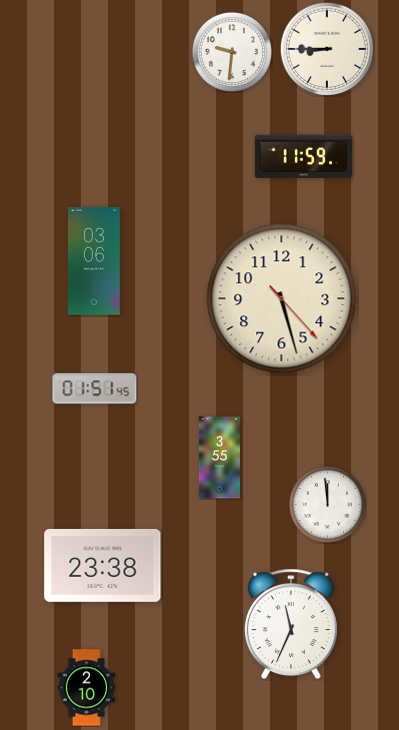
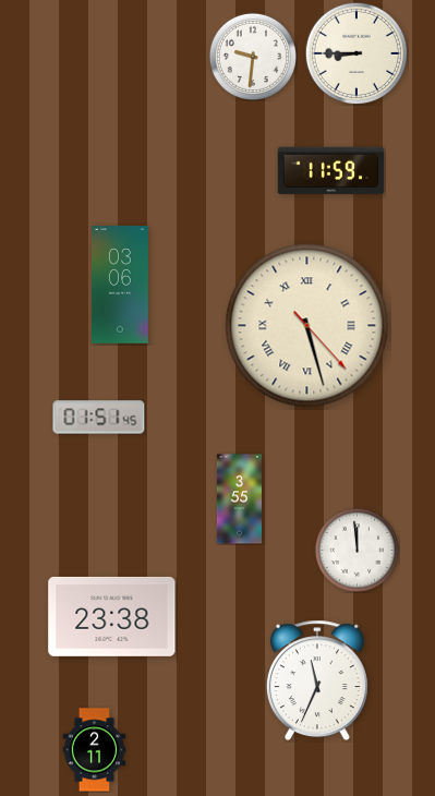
clock at (95, 261) position: (95, 261) -> (121, 285)
clock at (282, 299) numerals: Arabic -> Roman
clock at (95, 389) position: (95, 389) -> (99, 418)
clock at (87, 688): 2:10 -> 2:11
